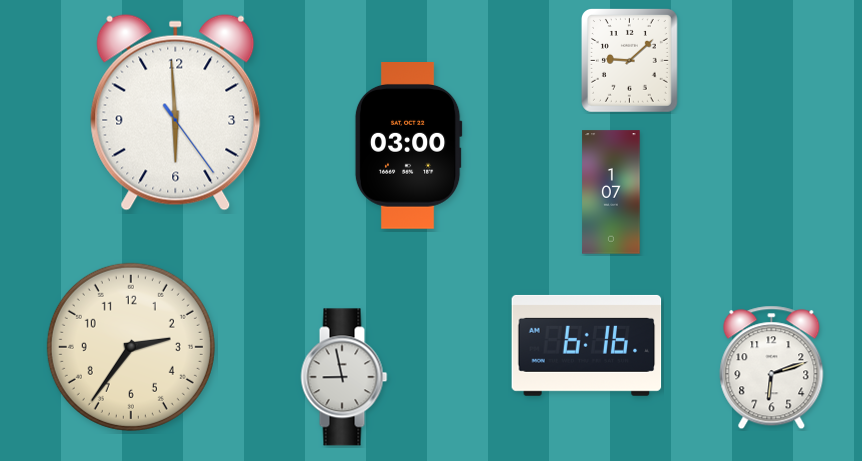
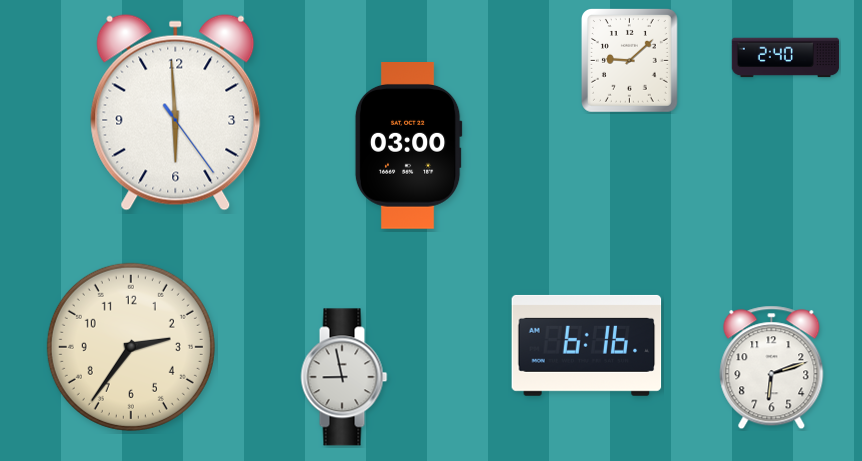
clock at (786, 58): none -> 2:40
clock at (611, 192): 1:07 -> none
